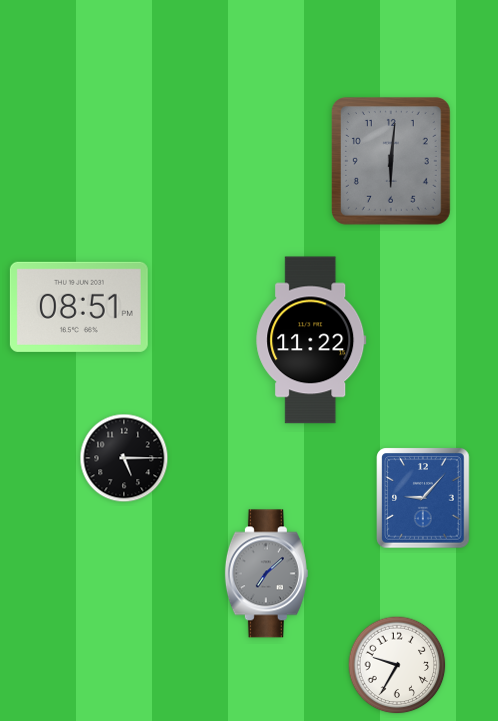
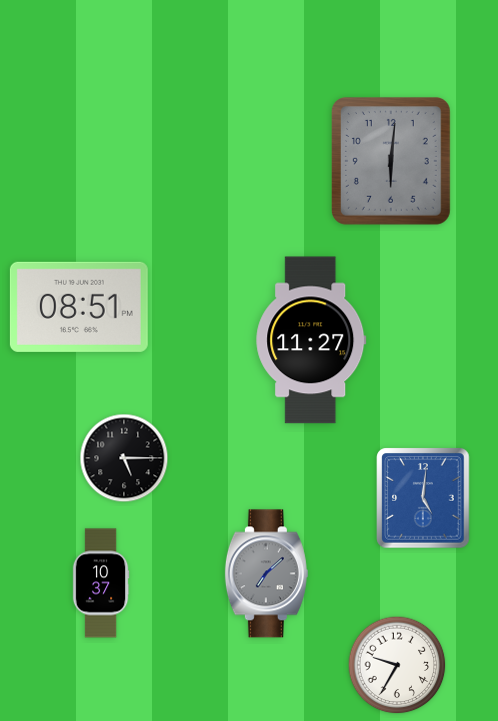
clock at (311, 340): 11:22 -> 11:27
clock at (423, 498): 9:07 -> 5:01
clock at (101, 583): none -> 10:37
